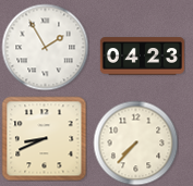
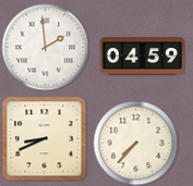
clock at (45, 47): 1:55 -> 1:59
clock at (142, 57): 04:23 -> 04:59
